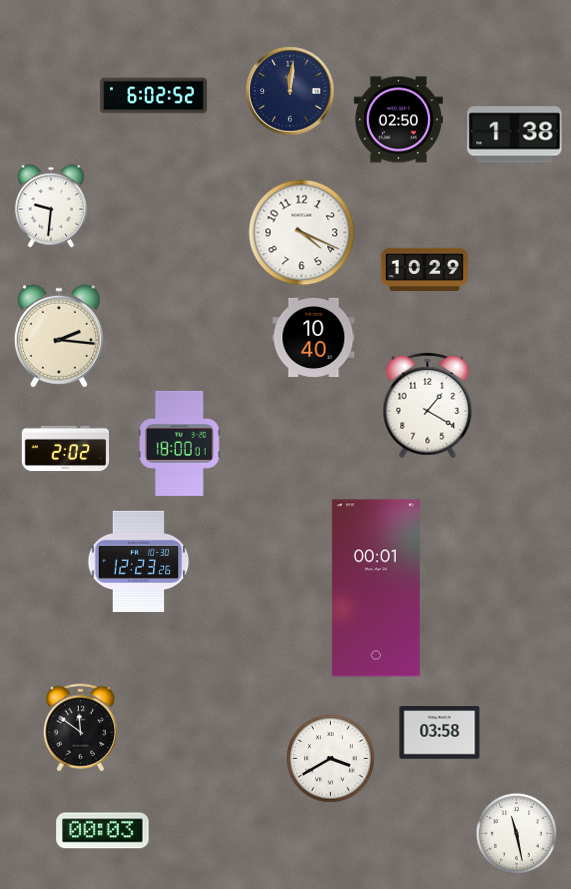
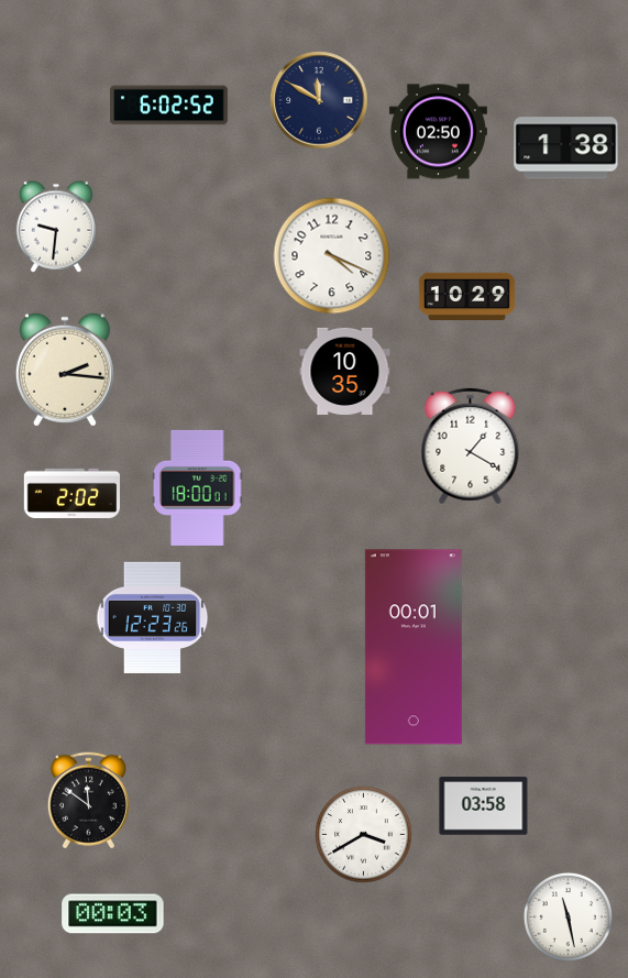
clock at (290, 91): 12:01 -> 11:50
clock at (314, 337): 10:40 -> 10:35
